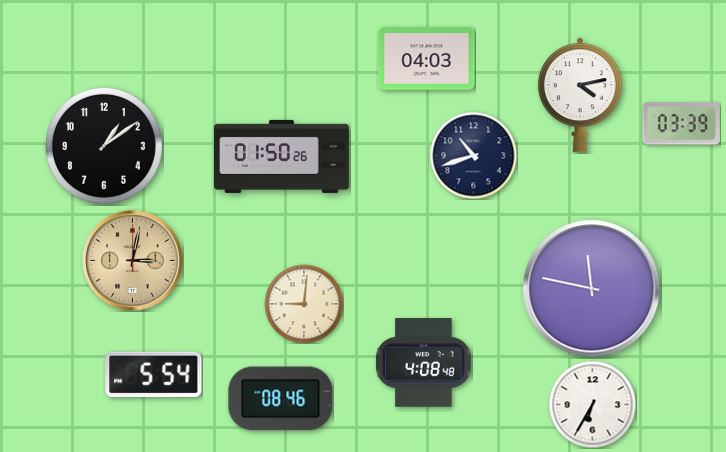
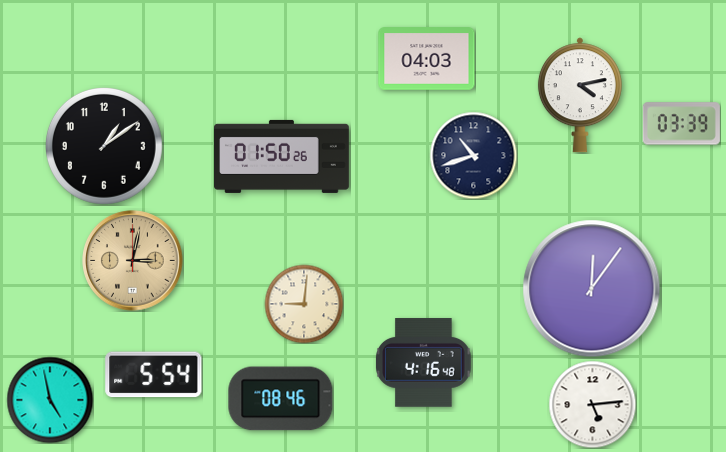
clock at (592, 289): 11:47 -> 12:06
clock at (424, 363): 4:08 -> 4:16
clock at (50, 400): none -> 4:58
clock at (592, 404): 6:35 -> 5:14
